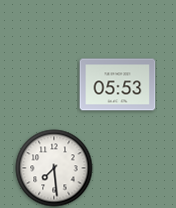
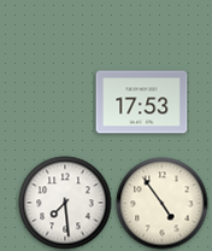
clock at (118, 85): 05:53 -> 17:53
clock at (163, 204): none -> 4:54
